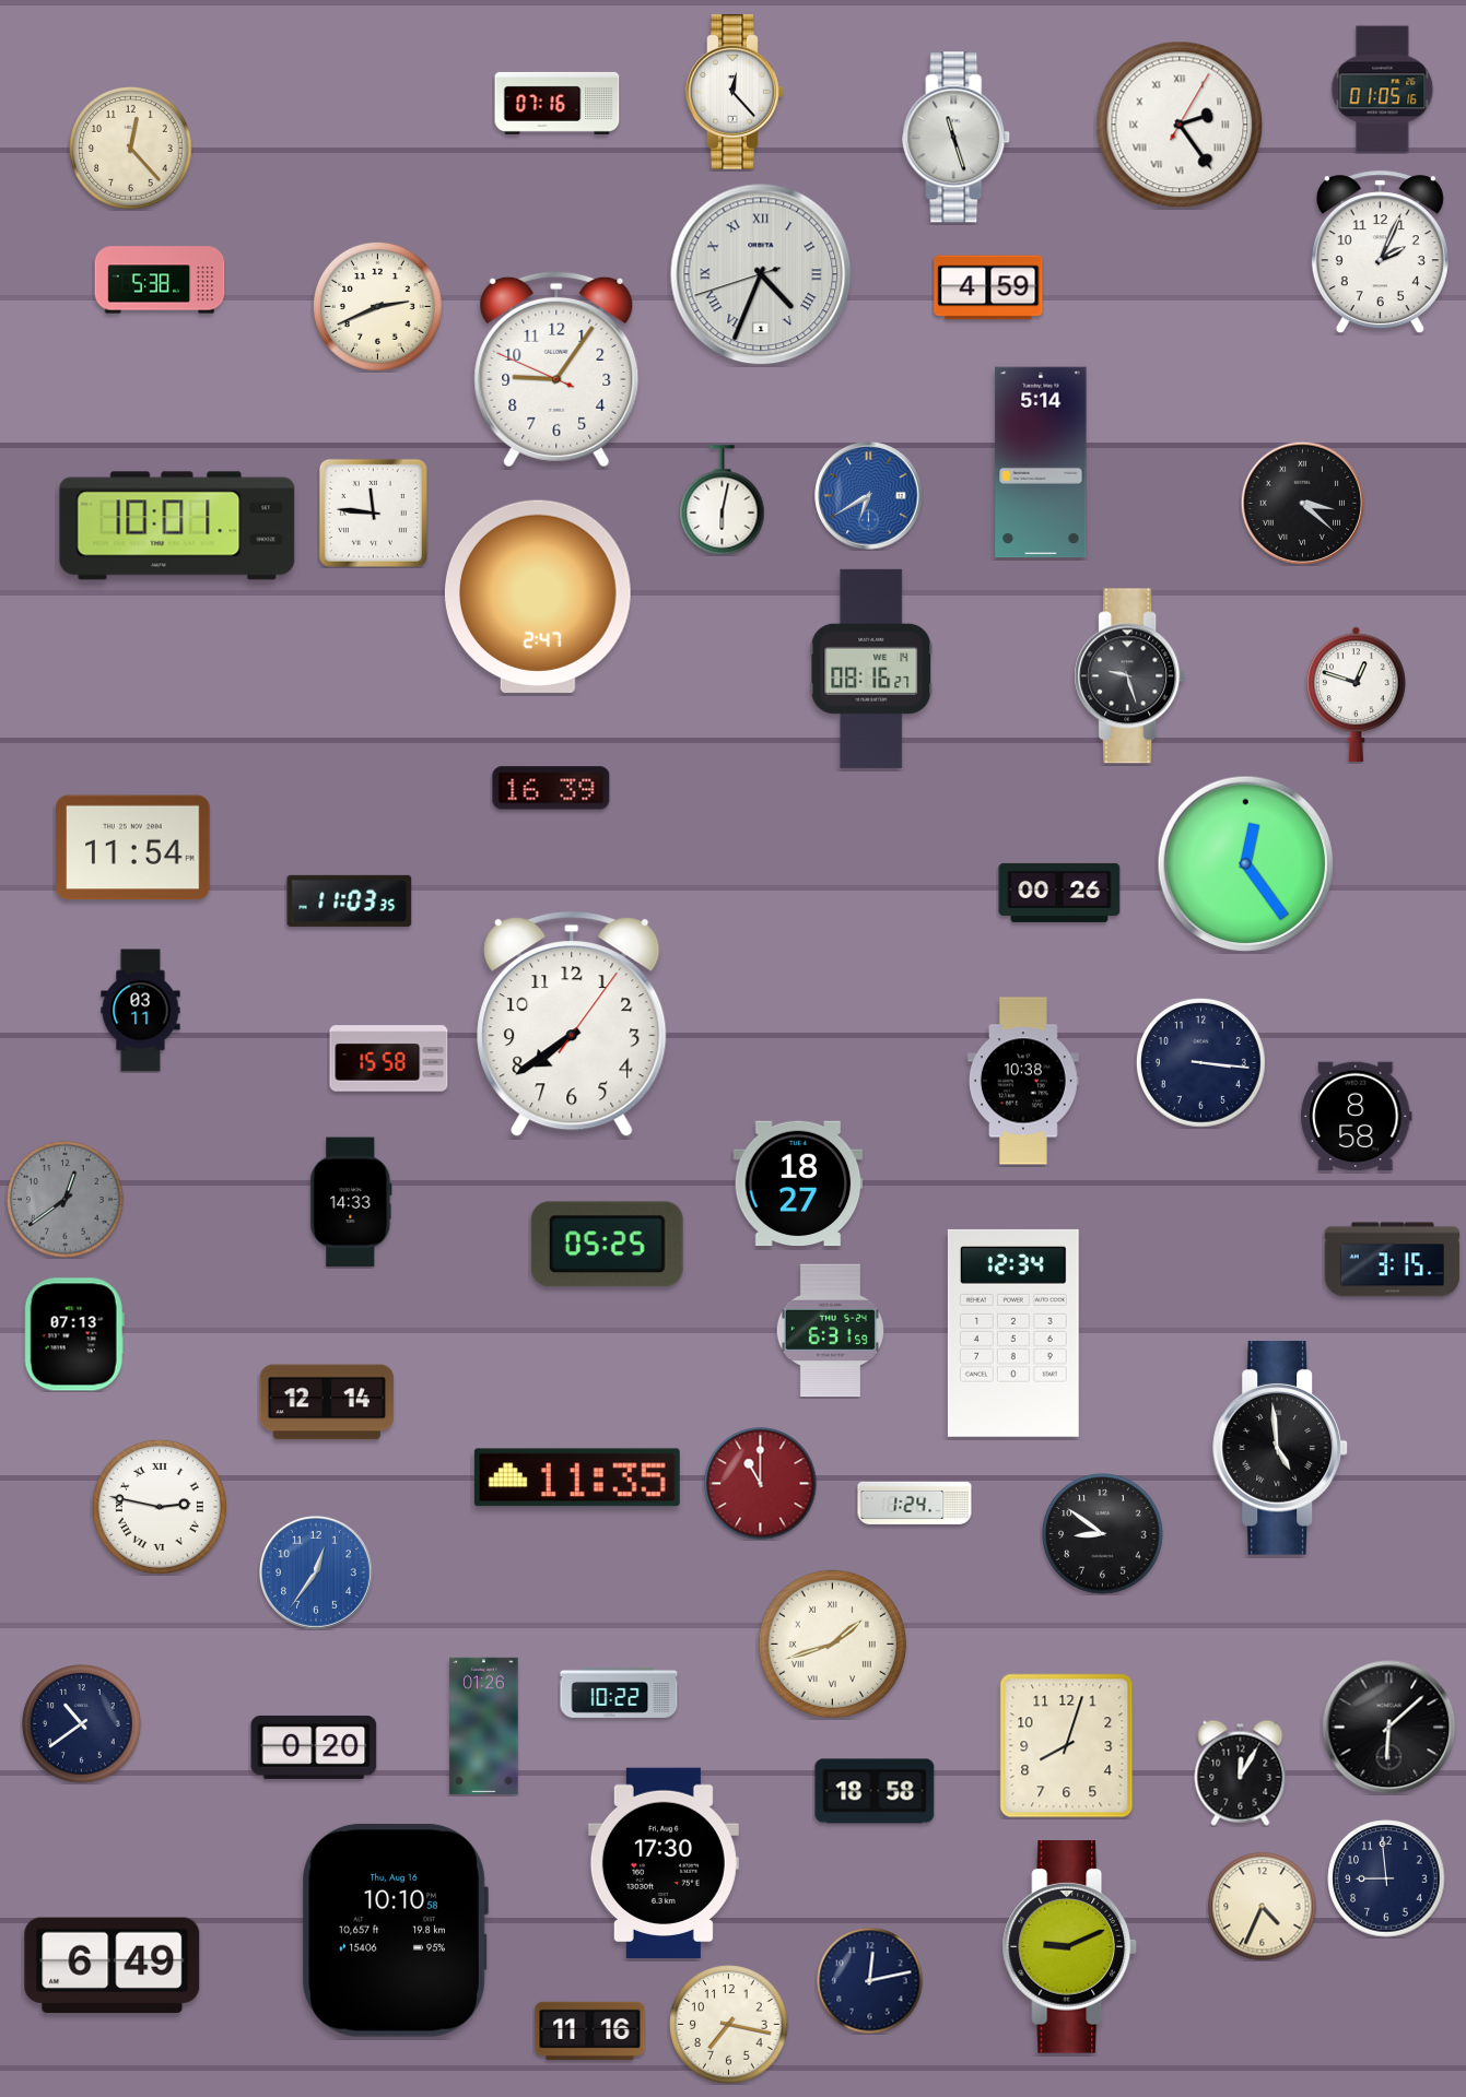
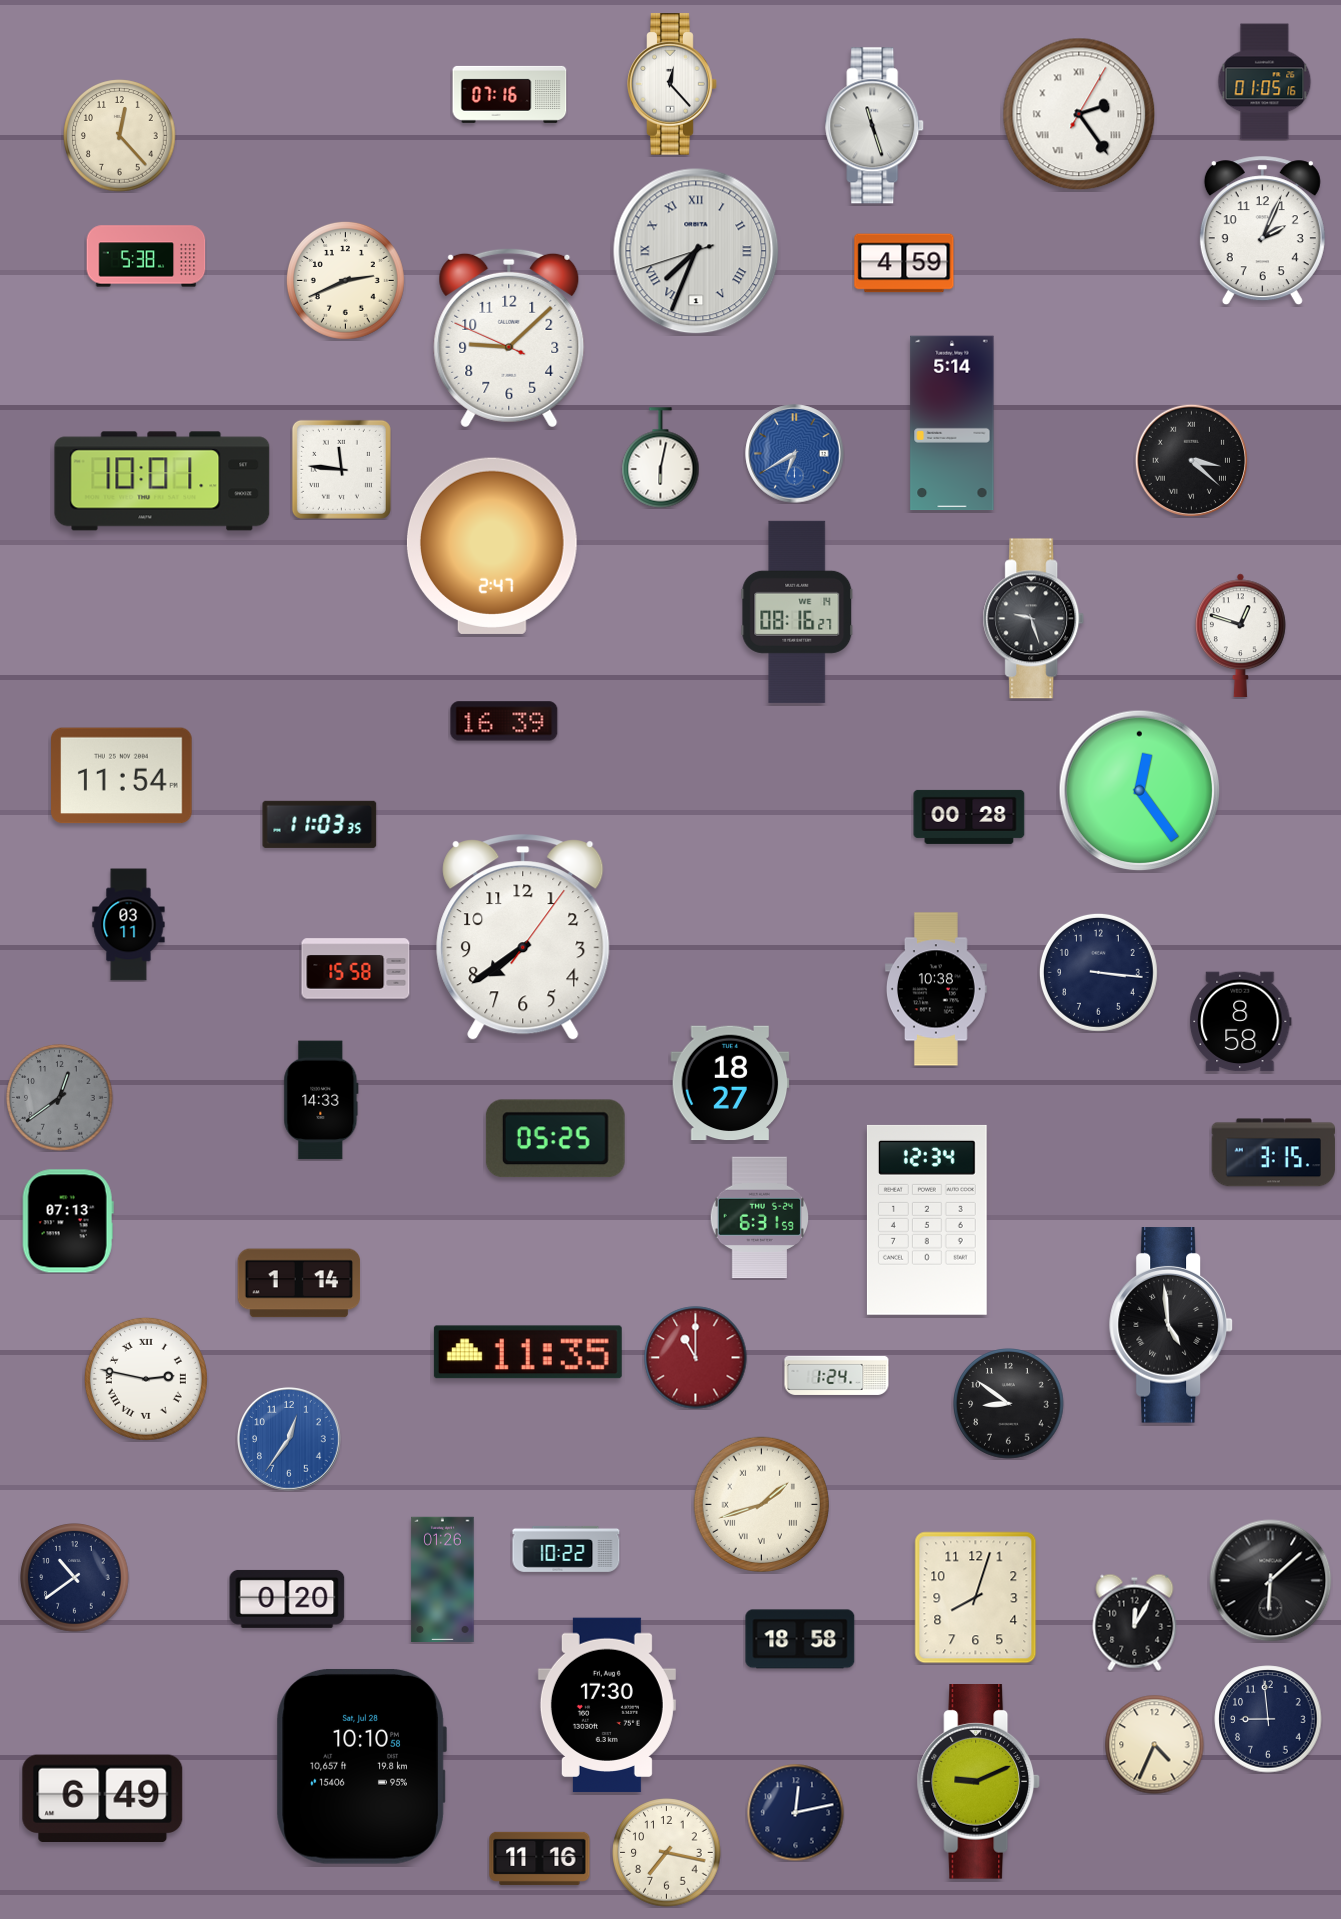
clock at (761, 274): 4:33 -> 7:33
clock at (556, 369): 9:05 -> 9:07
clock at (1059, 893): 00:26 -> 00:28
clock at (327, 1402): 12:14 -> 1:14
clock at (395, 1930) date: Thu, Aug 16 -> Sat, Jul 28
